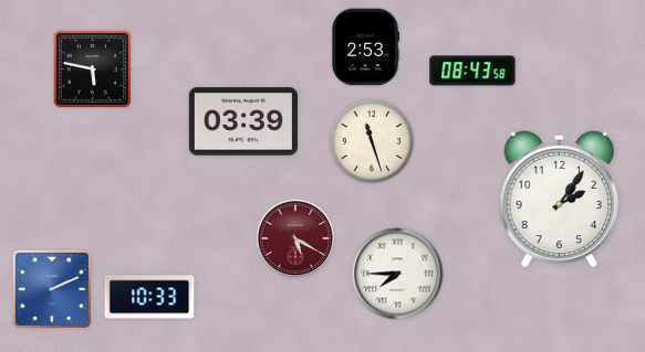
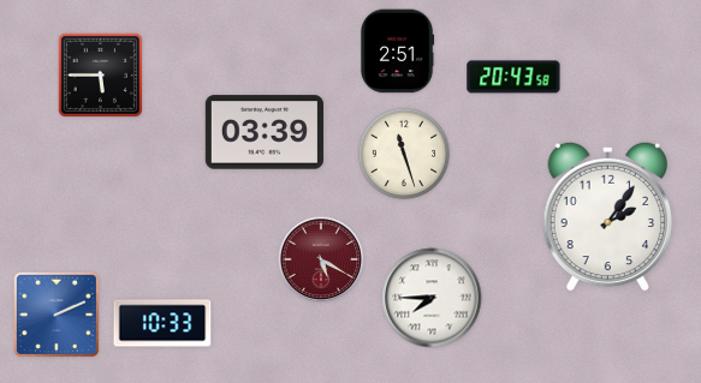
clock at (365, 47): 2:53 -> 2:51
clock at (92, 68): 5:47 -> 5:45
clock at (472, 71): 08:43 -> 20:43
